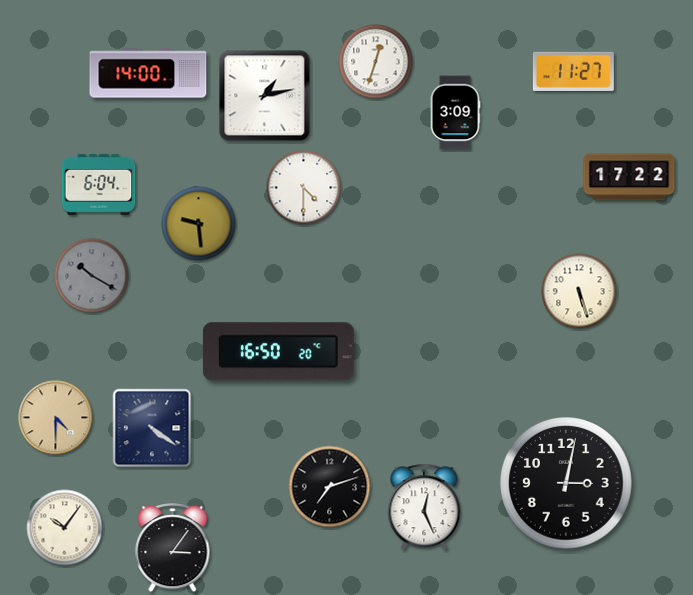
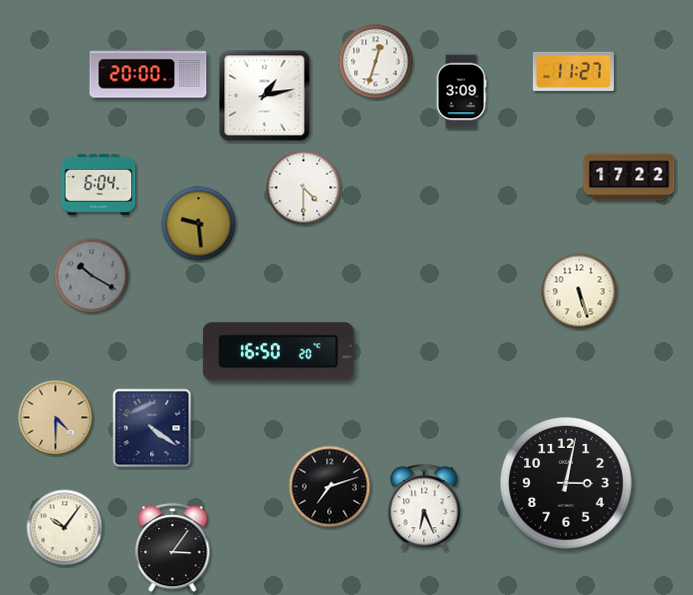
clock at (148, 73): 14:00 -> 20:00
clock at (455, 113) position: (455, 113) -> (461, 92)
clock at (424, 507): 12:26 -> 6:26
